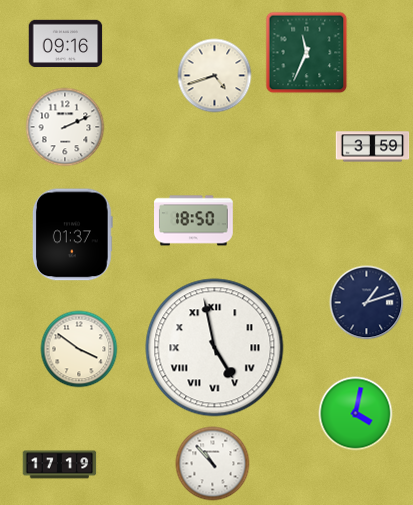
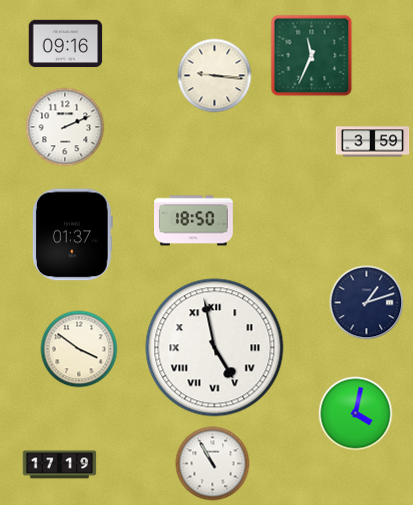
clock at (307, 53) position: (307, 53) -> (312, 56)
clock at (215, 76): 4:42 -> 9:16
clock at (373, 147) position: (373, 147) -> (373, 142)
clock at (213, 464): 10:53 -> 10:55
